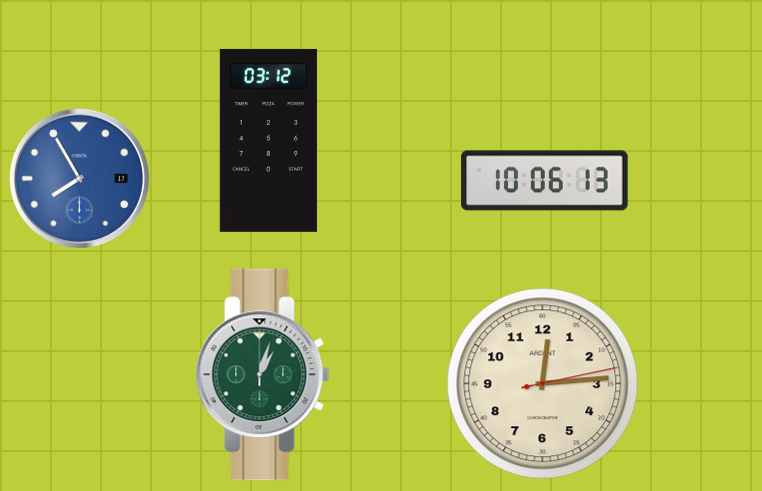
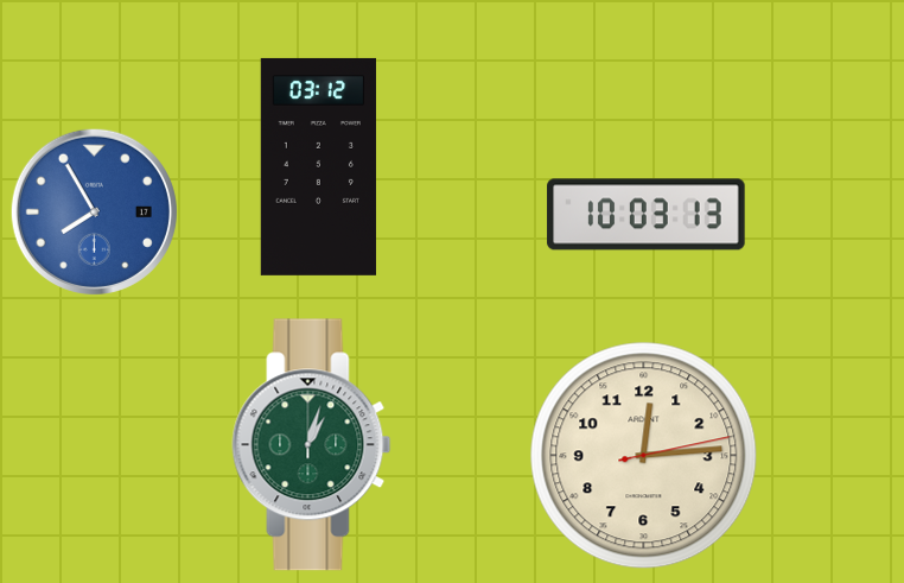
clock at (545, 181): 10:06 -> 10:03
